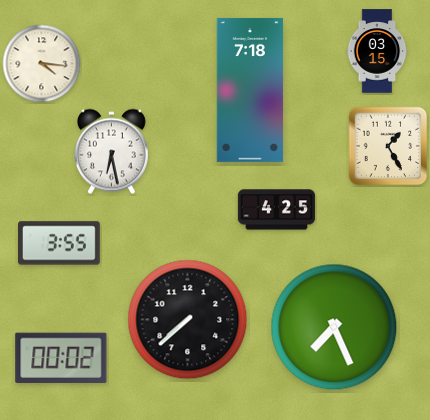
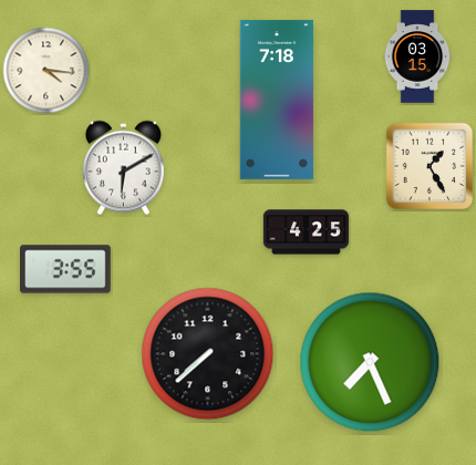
clock at (388, 146) position: (388, 146) -> (430, 166)
clock at (111, 152): 6:28 -> 6:10
clock at (61, 358): 00:02 -> none
